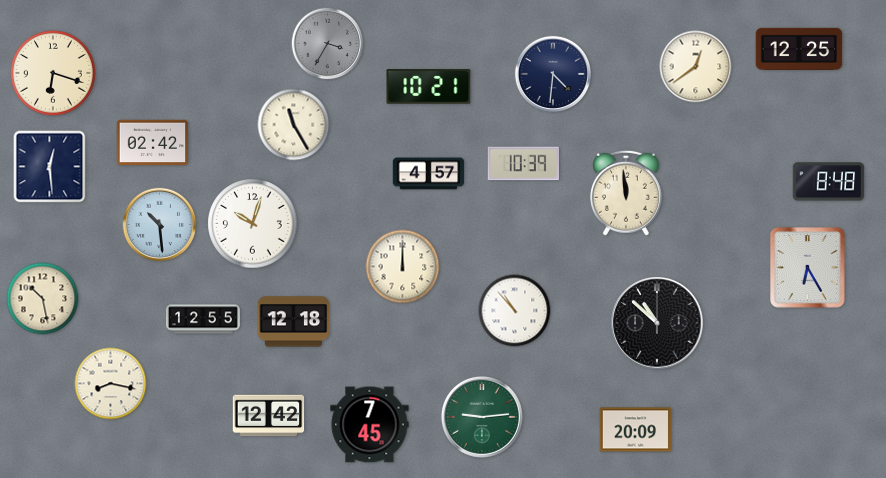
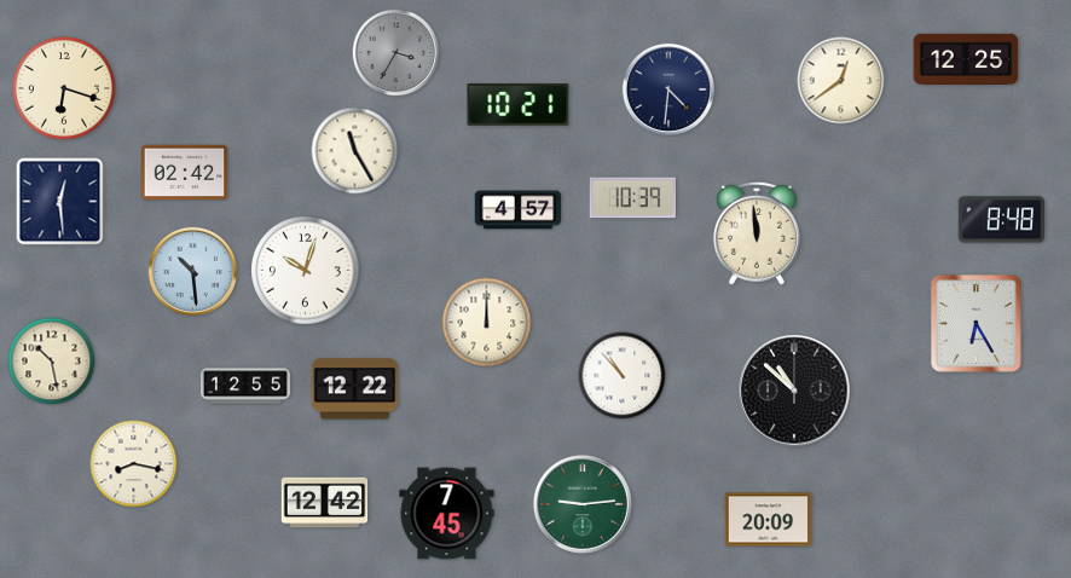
clock at (294, 322): 12:18 -> 12:22
